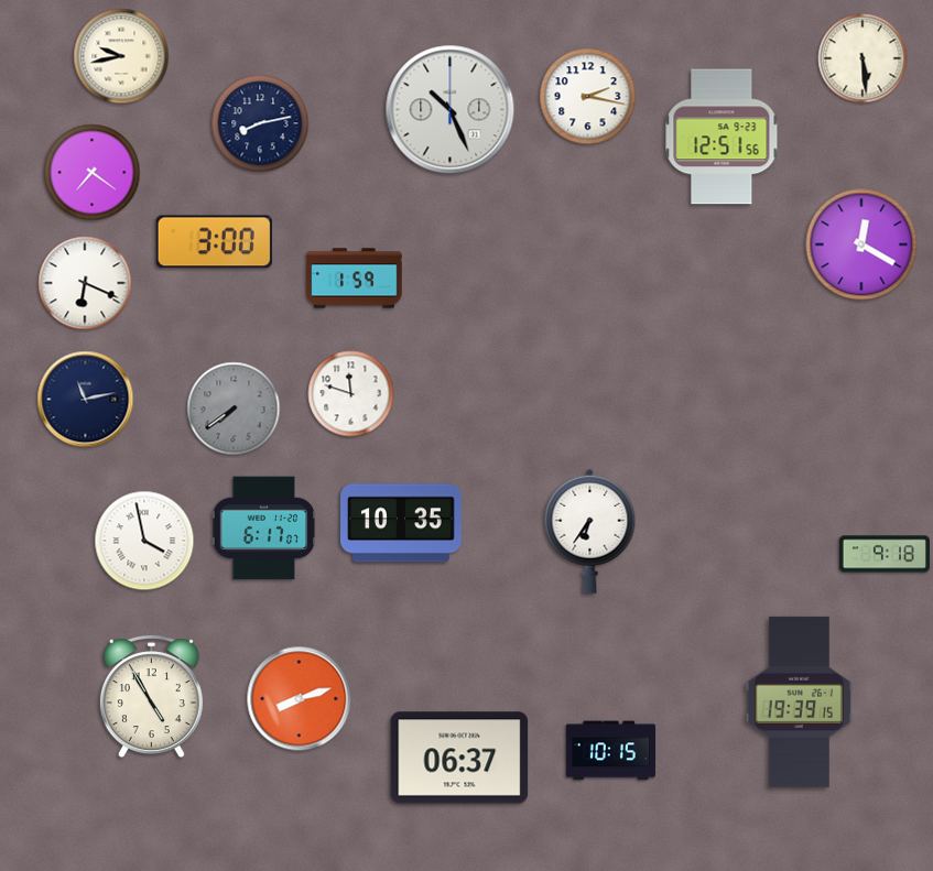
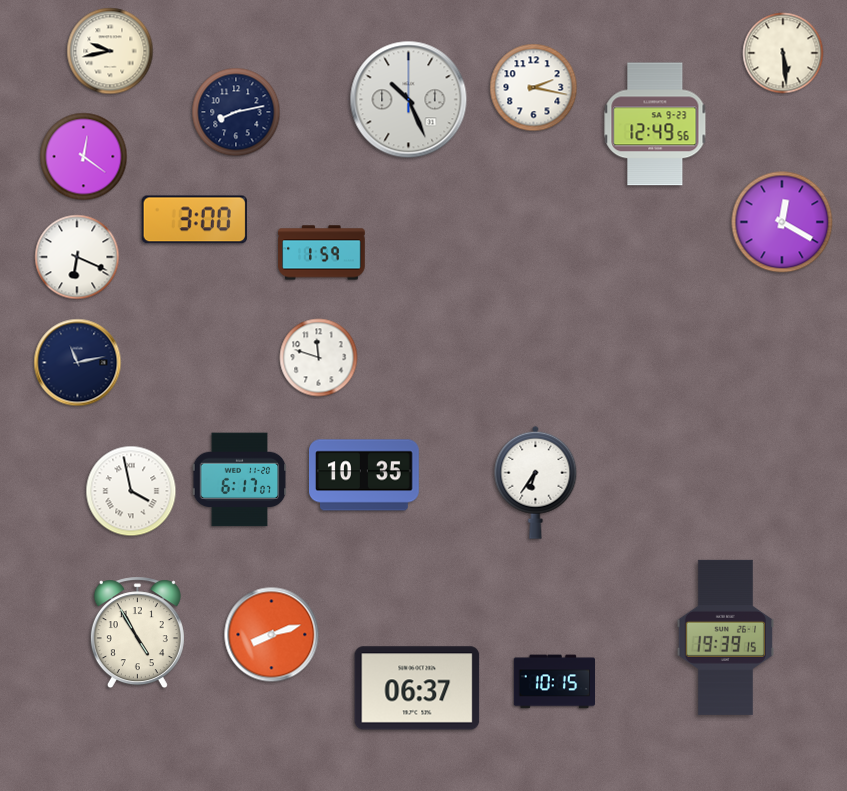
clock at (722, 137): 12:51 -> 12:49
clock at (93, 173): 7:21 -> 12:21
clock at (234, 409): 7:39 -> none
clock at (885, 554): 9:18 -> none
